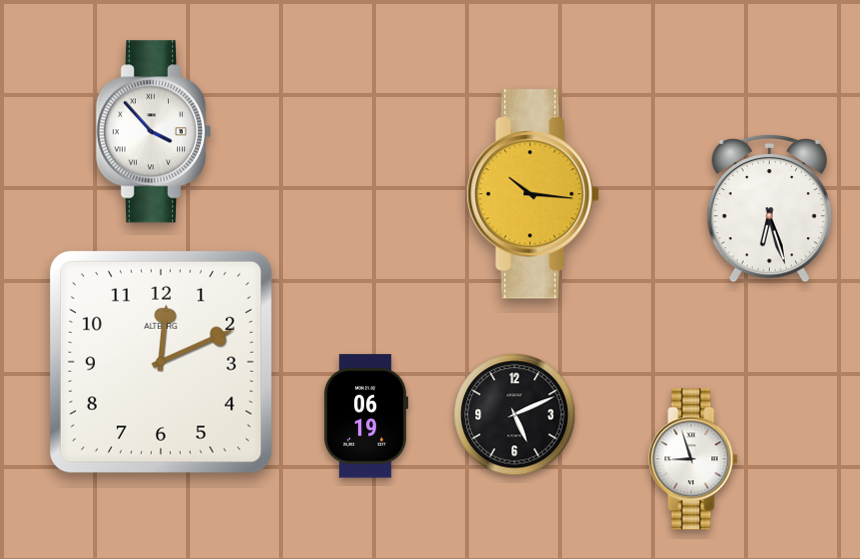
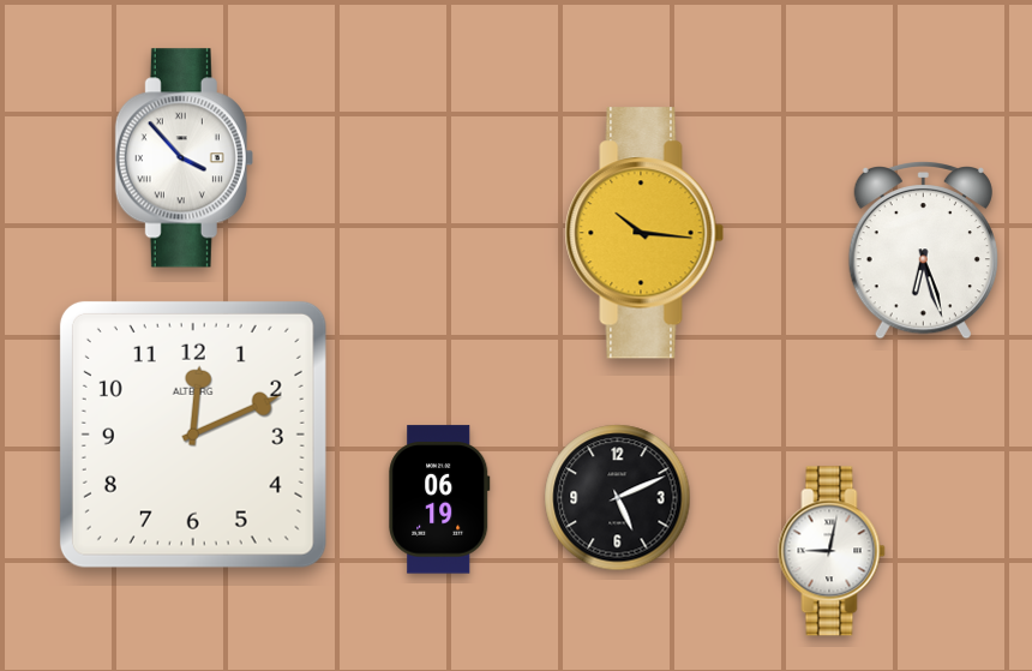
clock at (533, 194) position: (533, 194) -> (644, 233)
clock at (693, 459): 8:57 -> 9:02
